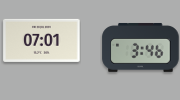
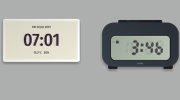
clock at (141, 47) position: (141, 47) -> (141, 44)
